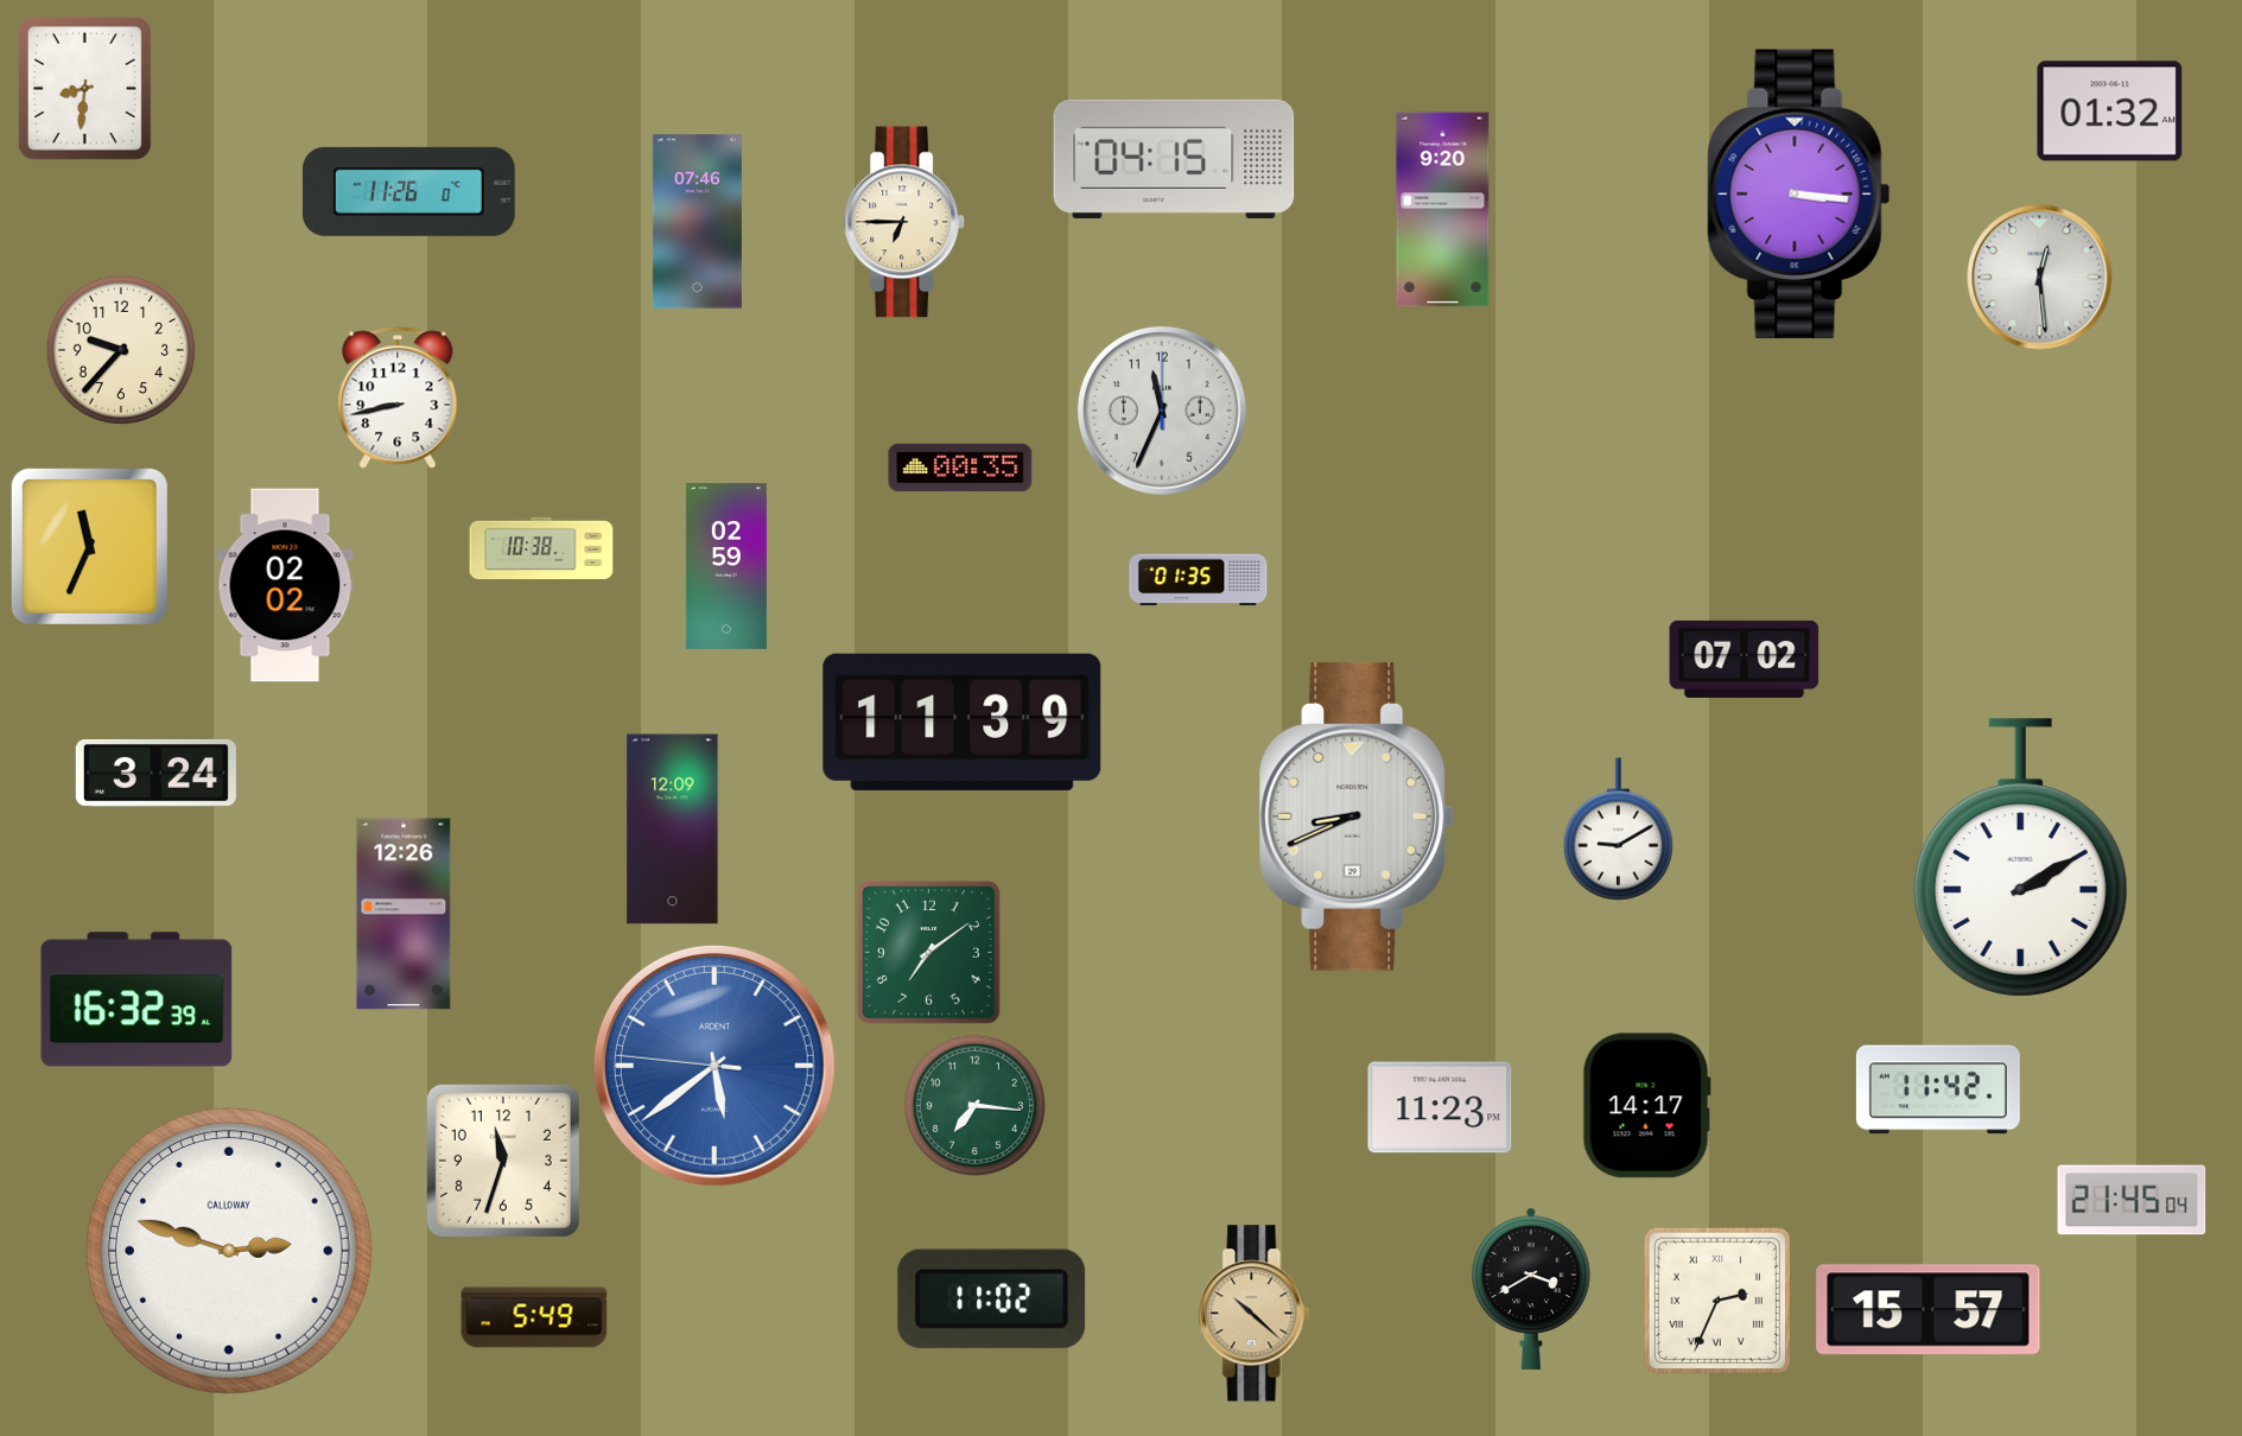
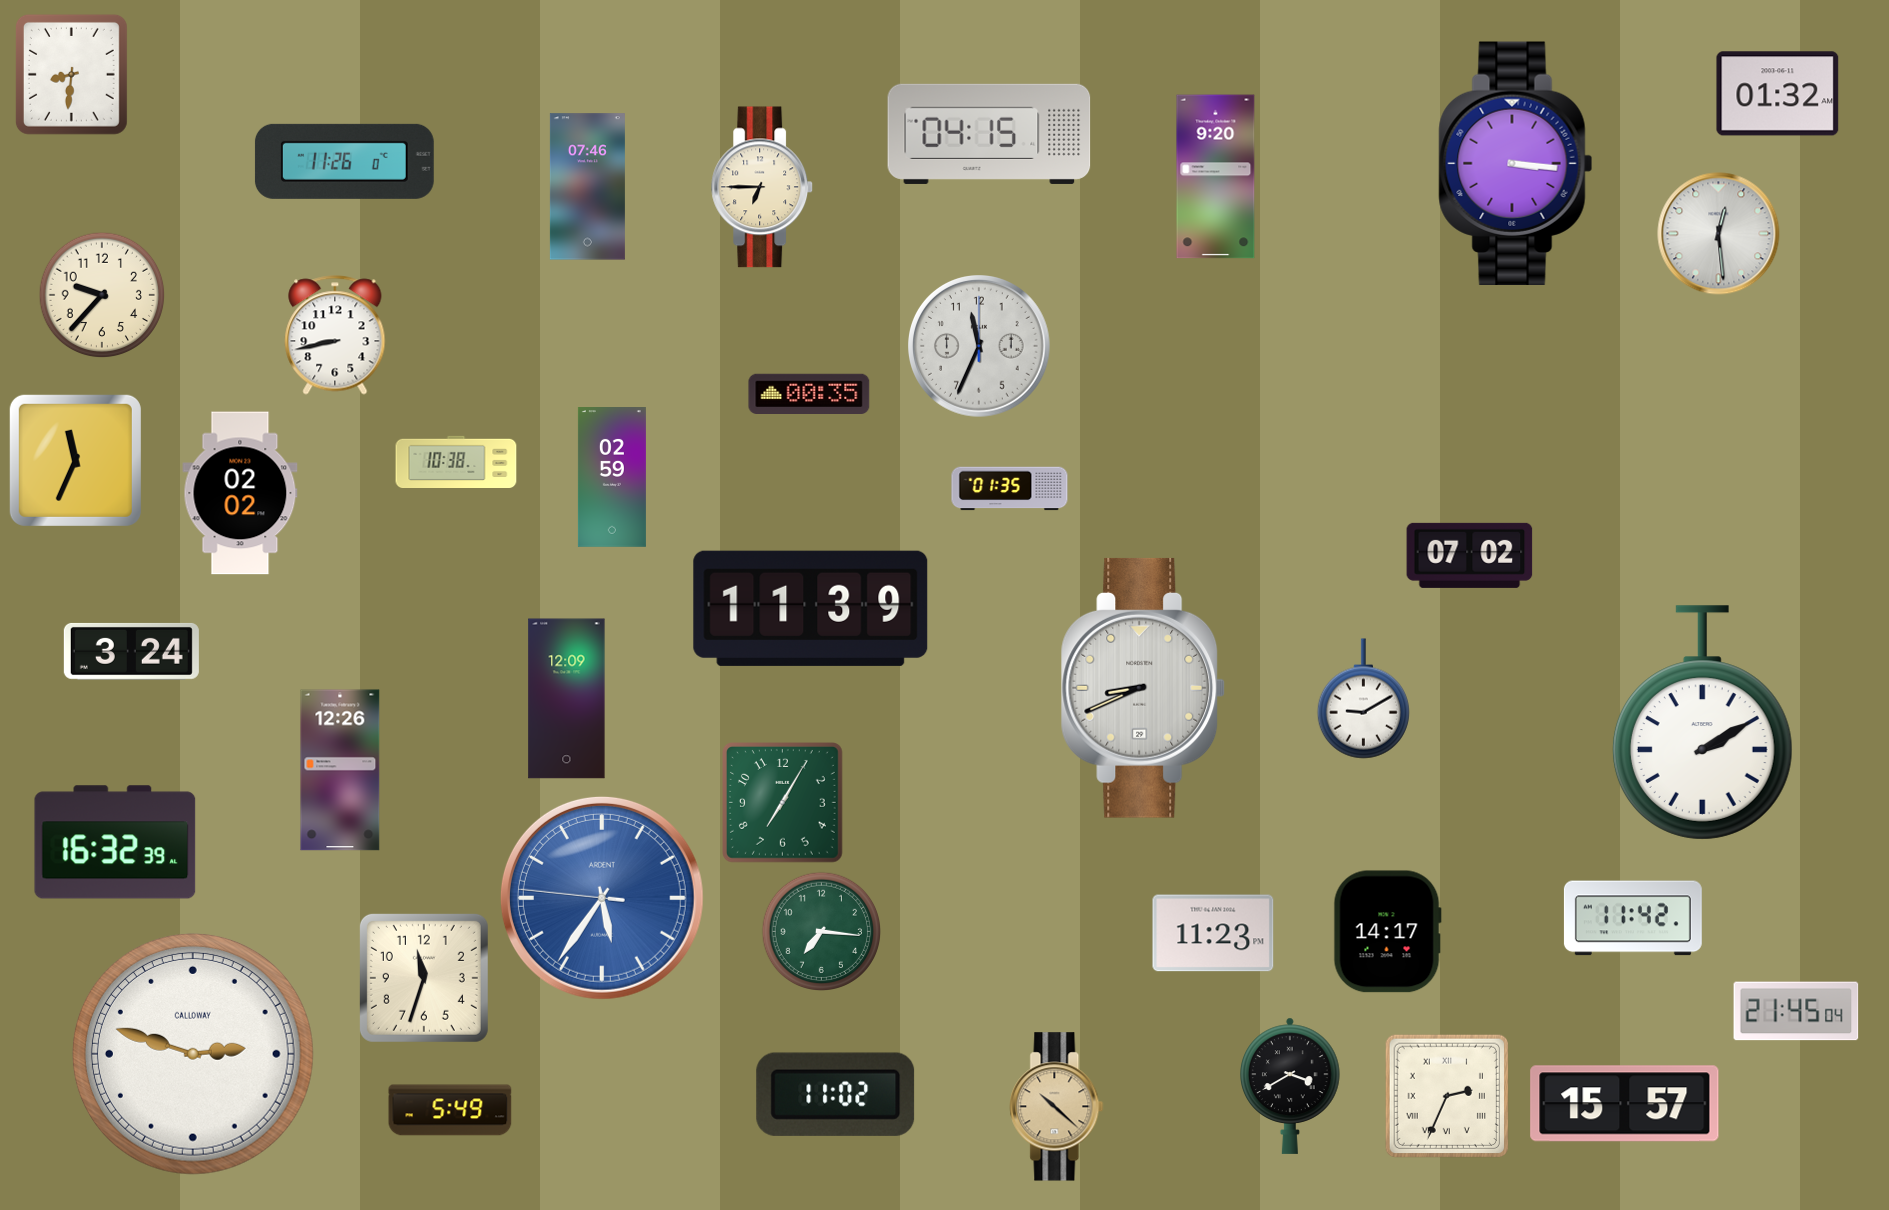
clock at (929, 953): 7:09 -> 7:05
clock at (714, 1066): 5:38 -> 5:35
